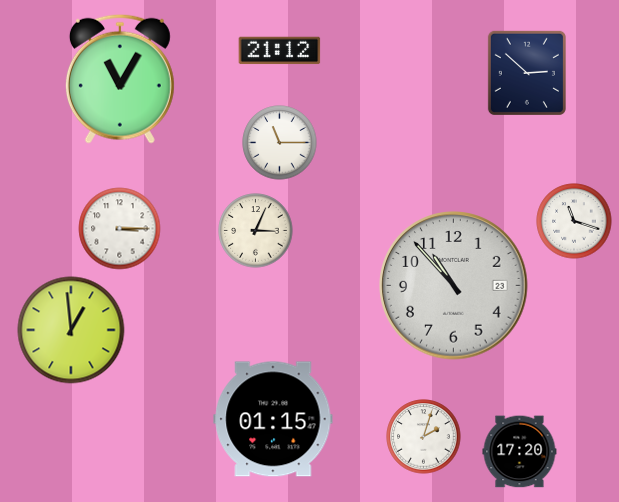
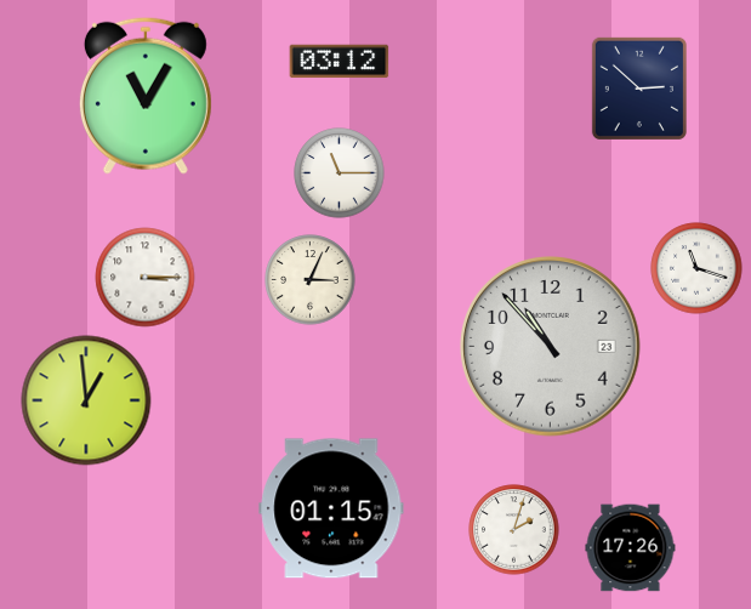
clock at (280, 51): 21:12 -> 03:12
clock at (520, 452): 17:20 -> 17:26
